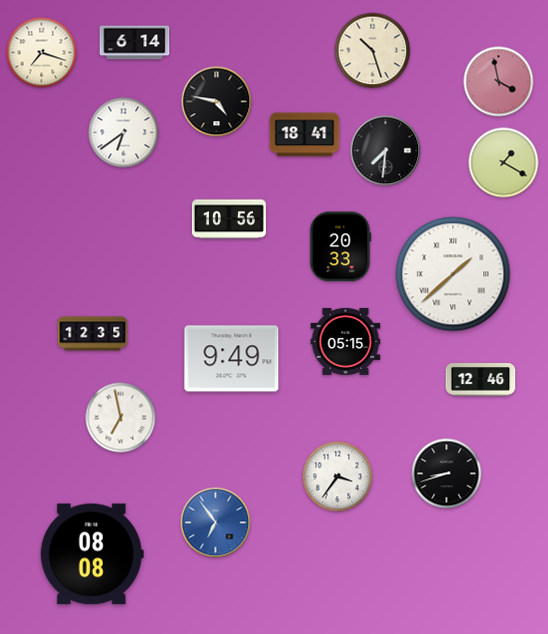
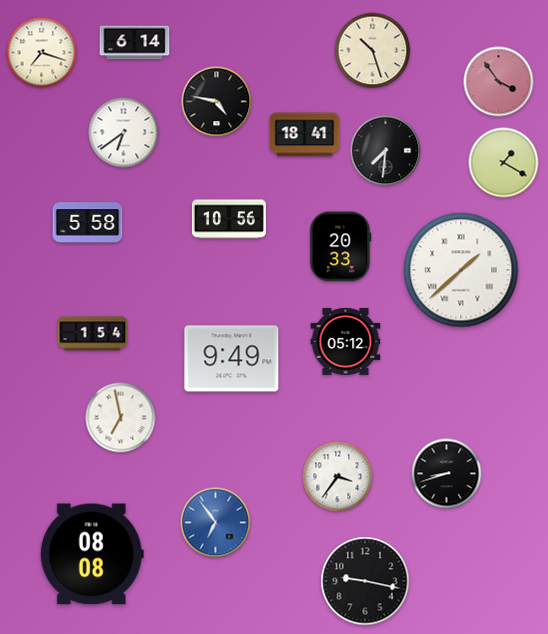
clock at (499, 82): 3:58 -> 3:54
clock at (88, 223): none -> 5:58
clock at (453, 274) position: (453, 274) -> (461, 270)
clock at (93, 334): 12:35 -> 1:54
clock at (346, 341): 05:15 -> 05:12
clock at (481, 380): 12:46 -> none
clock at (365, 581): none -> 9:17
